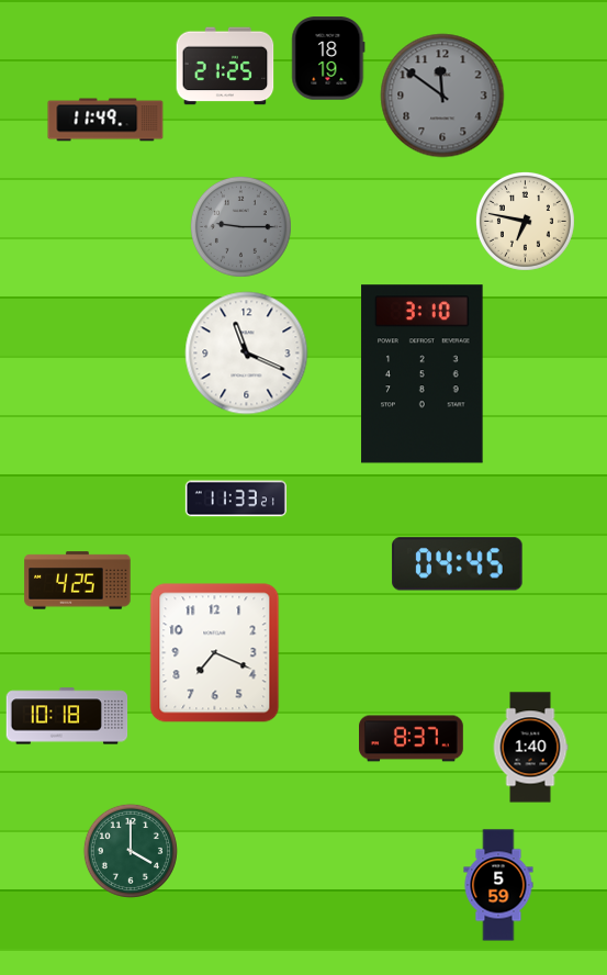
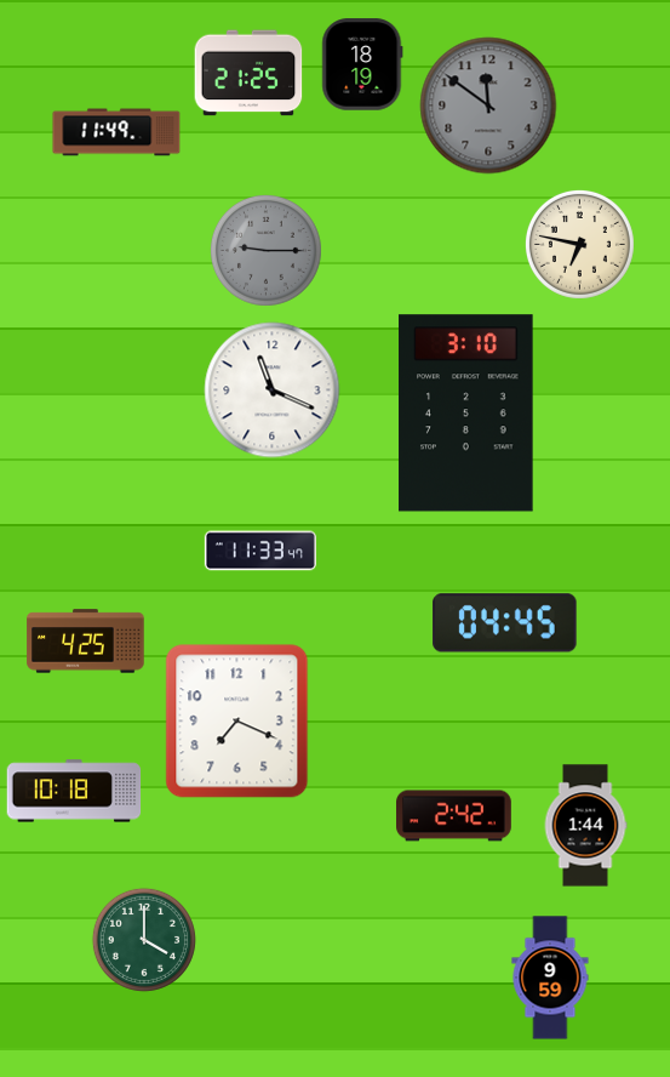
clock at (236, 498): 11:33:21 -> 11:33:47
clock at (412, 739): 8:37 -> 2:42
clock at (530, 748): 1:40 -> 1:44
clock at (498, 885): 5:59 -> 9:59
